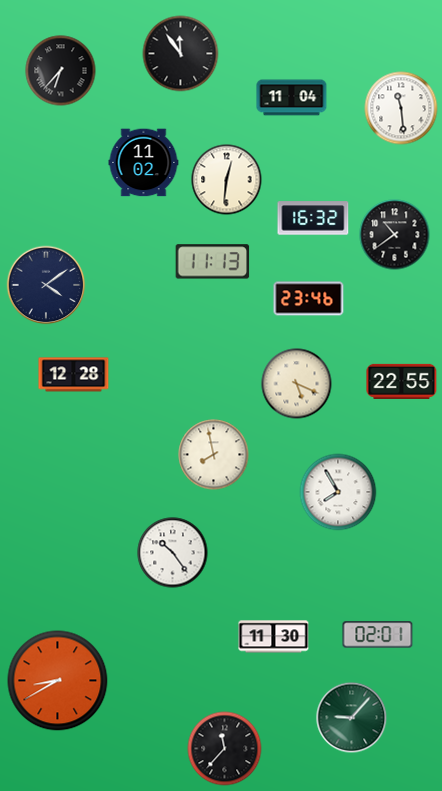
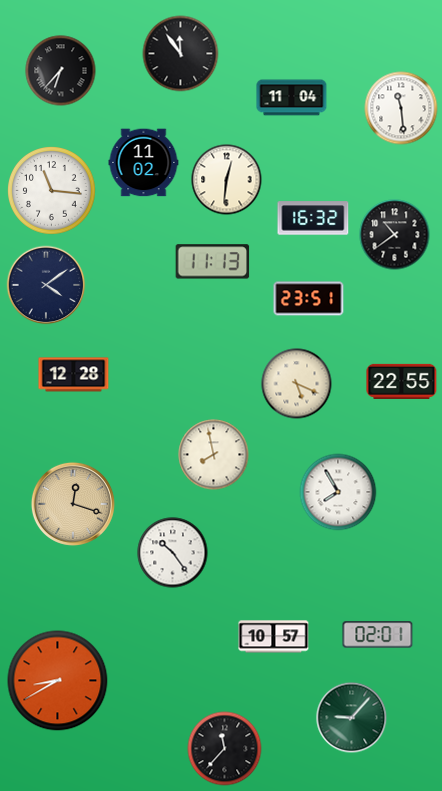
clock at (52, 191): none -> 11:16
clock at (309, 299): 23:46 -> 23:51
clock at (73, 504): none -> 12:18
clock at (274, 637): 11:30 -> 10:57
